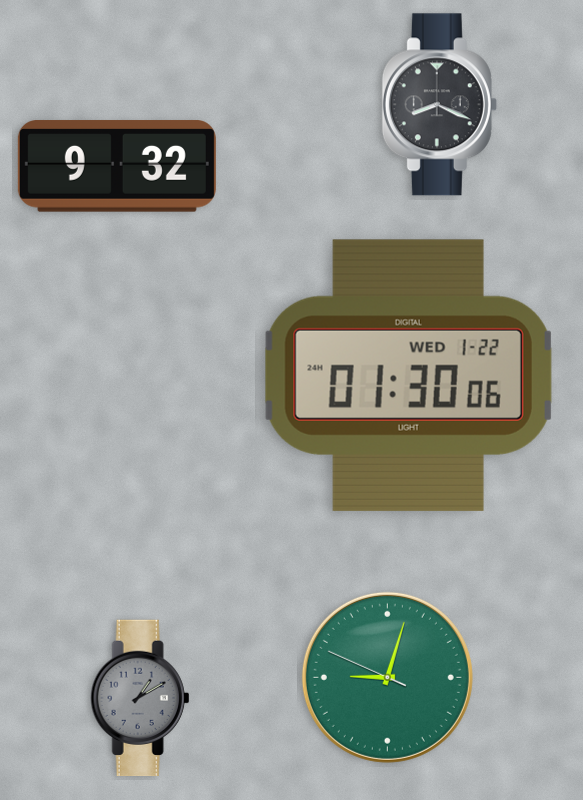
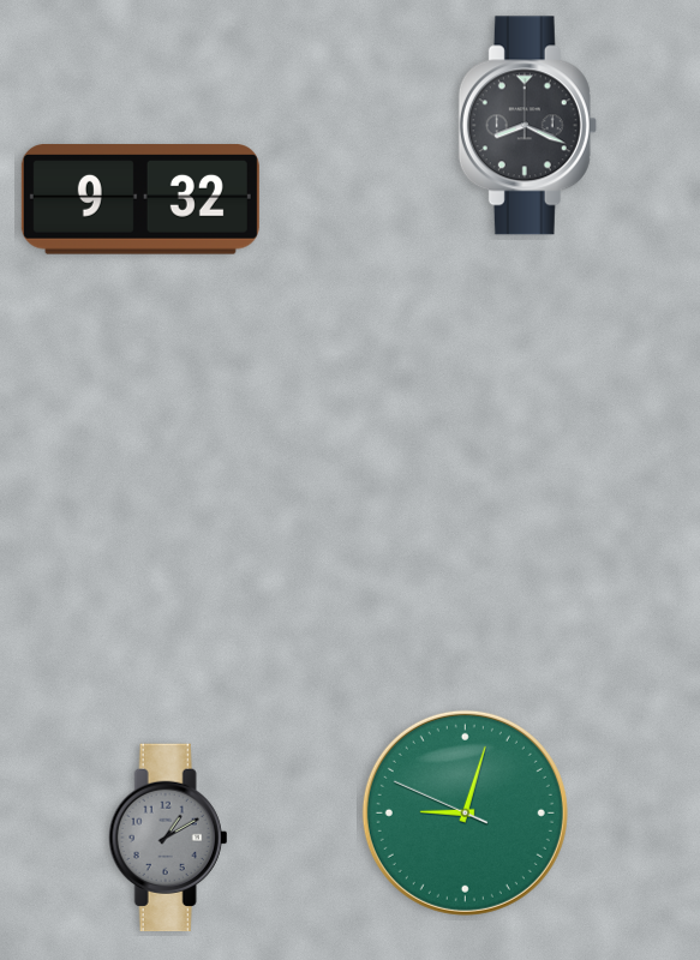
clock at (408, 375): 01:30 -> none
